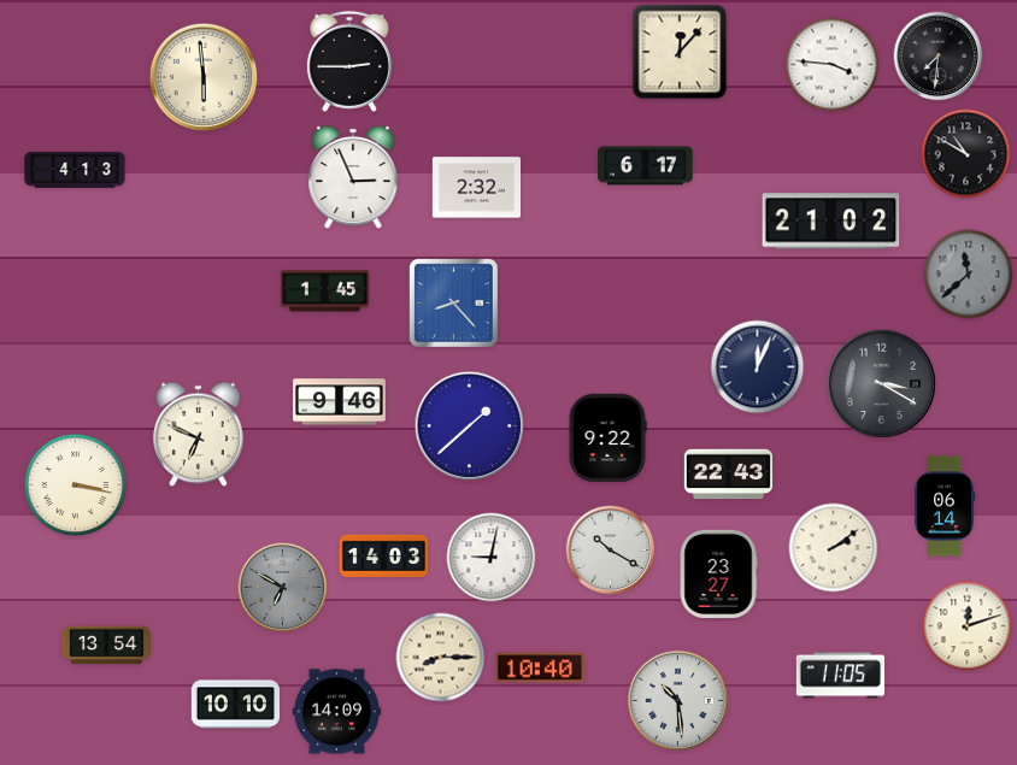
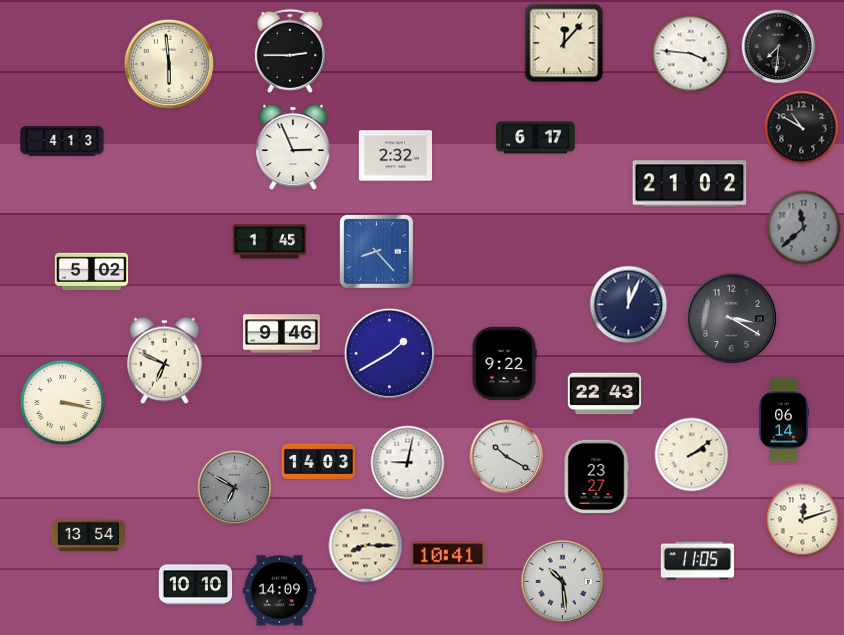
clock at (92, 272): none -> 5:02
clock at (470, 426): 1:38 -> 1:40
clock at (540, 667): 10:40 -> 10:41
